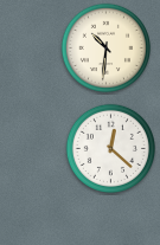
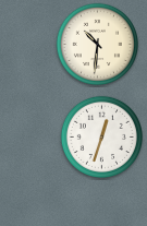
clock at (110, 148): 12:22 -> 12:33
